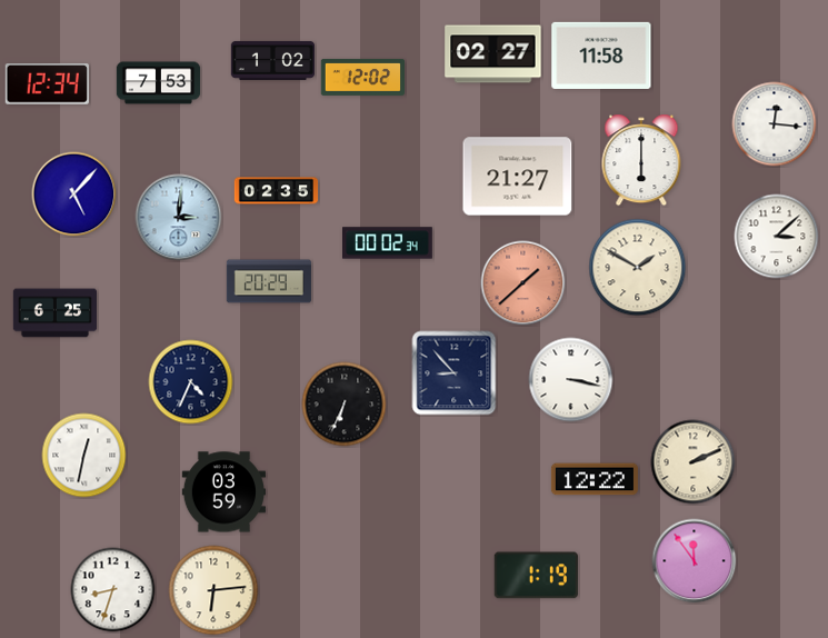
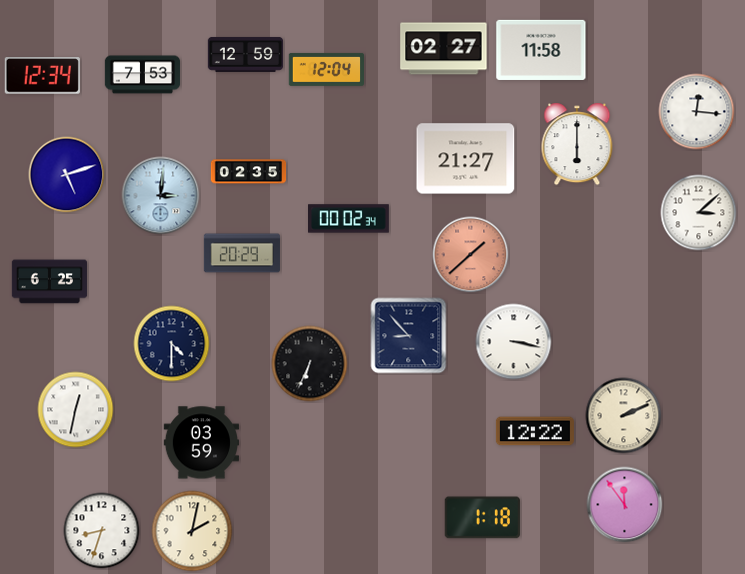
clock at (273, 60): 1:02 -> 12:59
clock at (362, 77): 12:02 -> 12:04
clock at (74, 195): 5:07 -> 5:12
clock at (638, 268): 1:50 -> none
clock at (191, 382): 4:34 -> 4:30
clock at (536, 576): 1:19 -> 1:18
clock at (213, 590): 6:14 -> 2:02
